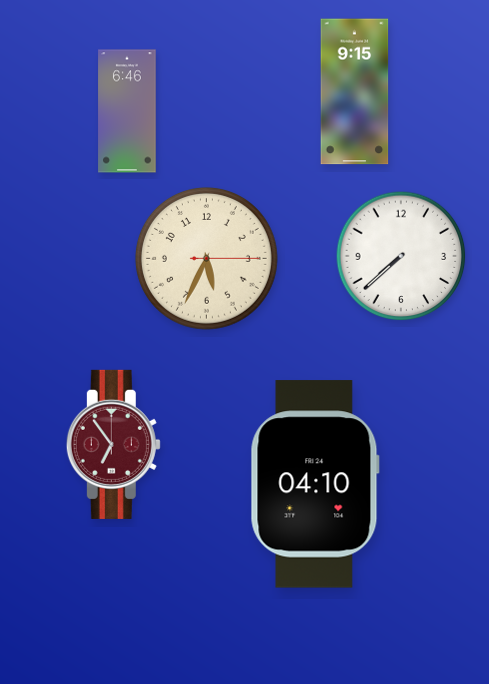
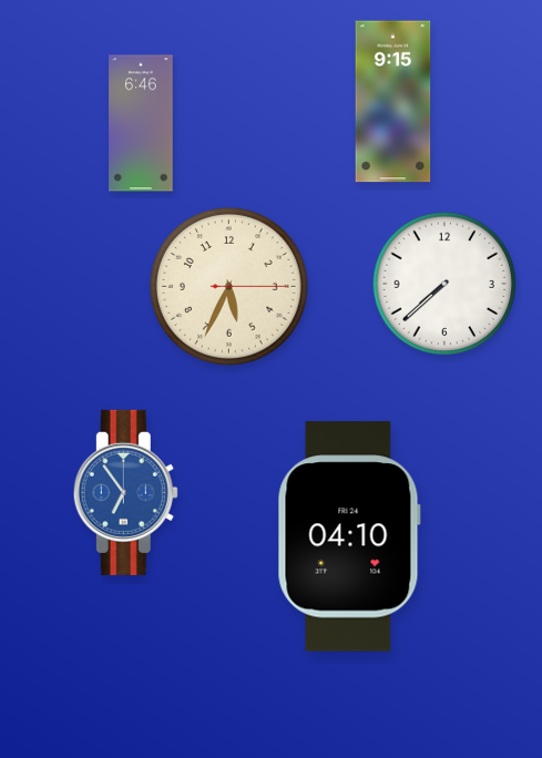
clock at (113, 444) dial: burgundy -> blue
